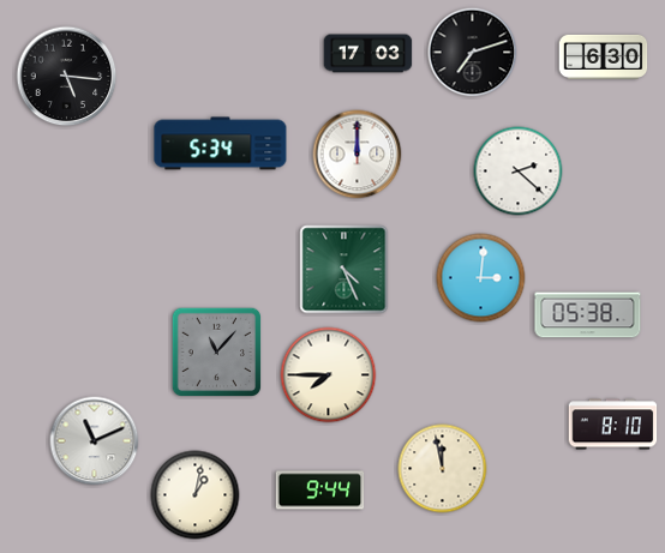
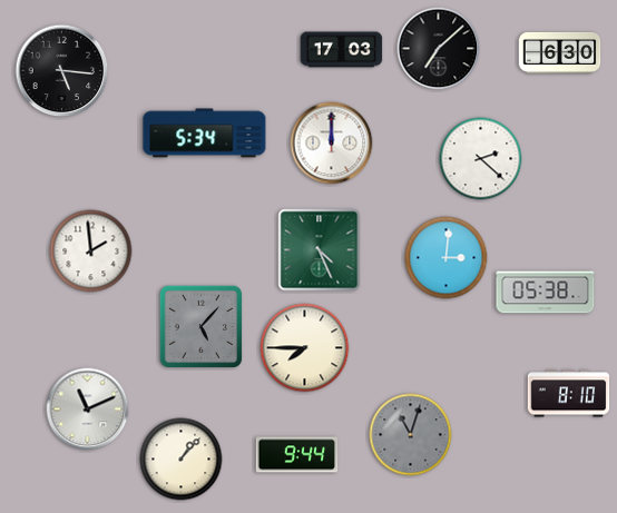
clock at (473, 53): 7:12 -> 7:08
clock at (91, 251): none -> 1:59
clock at (216, 351): 11:07 -> 5:07
clock at (443, 469): 11:58 -> 11:03
clock at (443, 469) dial: cream -> grey
clock at (196, 495): 1:02 -> 1:07
